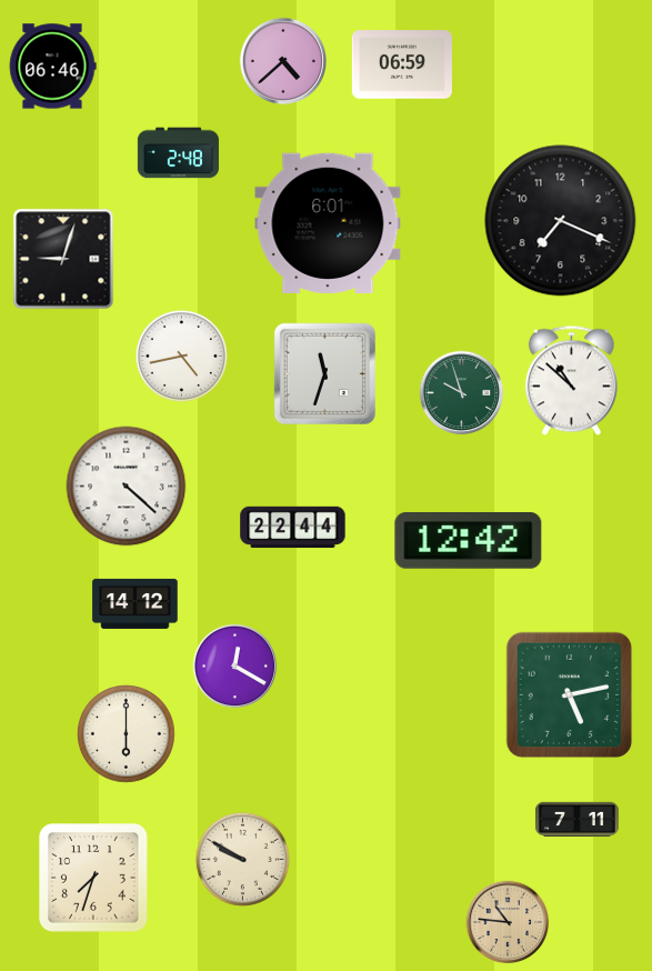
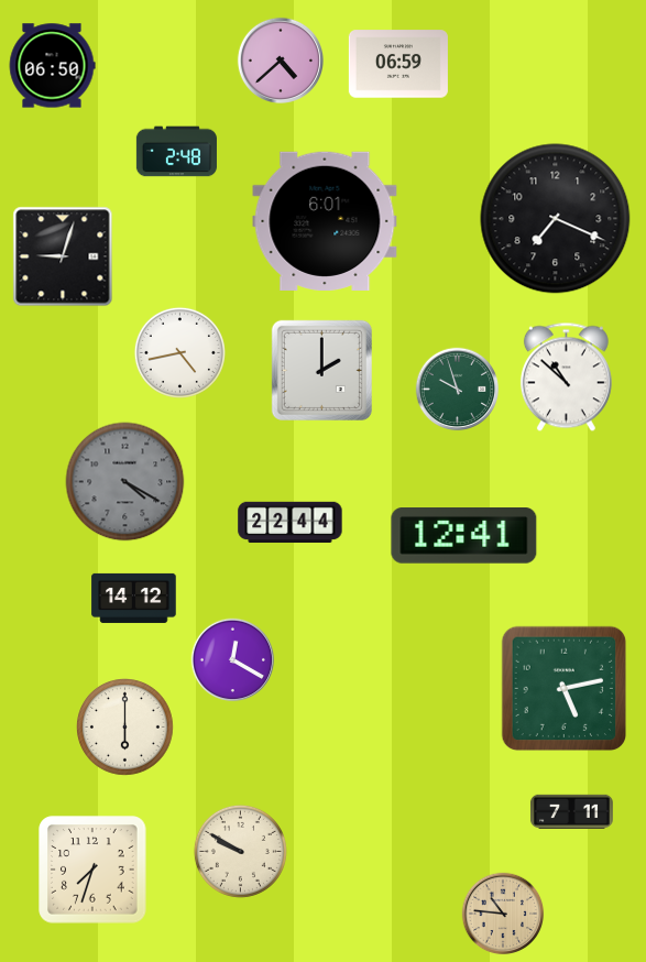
clock at (52, 67): 06:46 -> 06:50
clock at (324, 373): 11:33 -> 2:00
clock at (127, 487): 4:22 -> 4:20
clock at (127, 487) dial: white -> grey
clock at (469, 541): 12:42 -> 12:41
